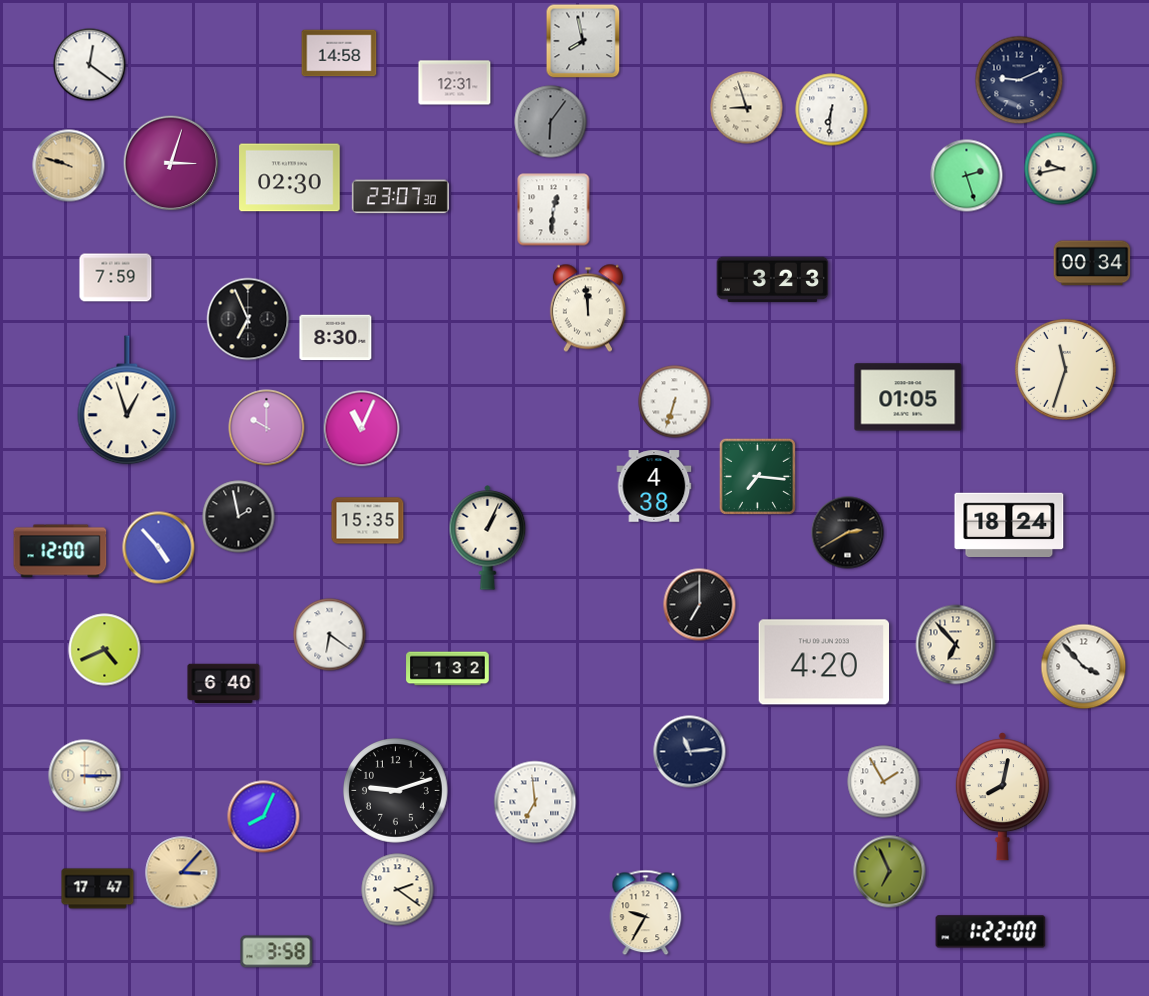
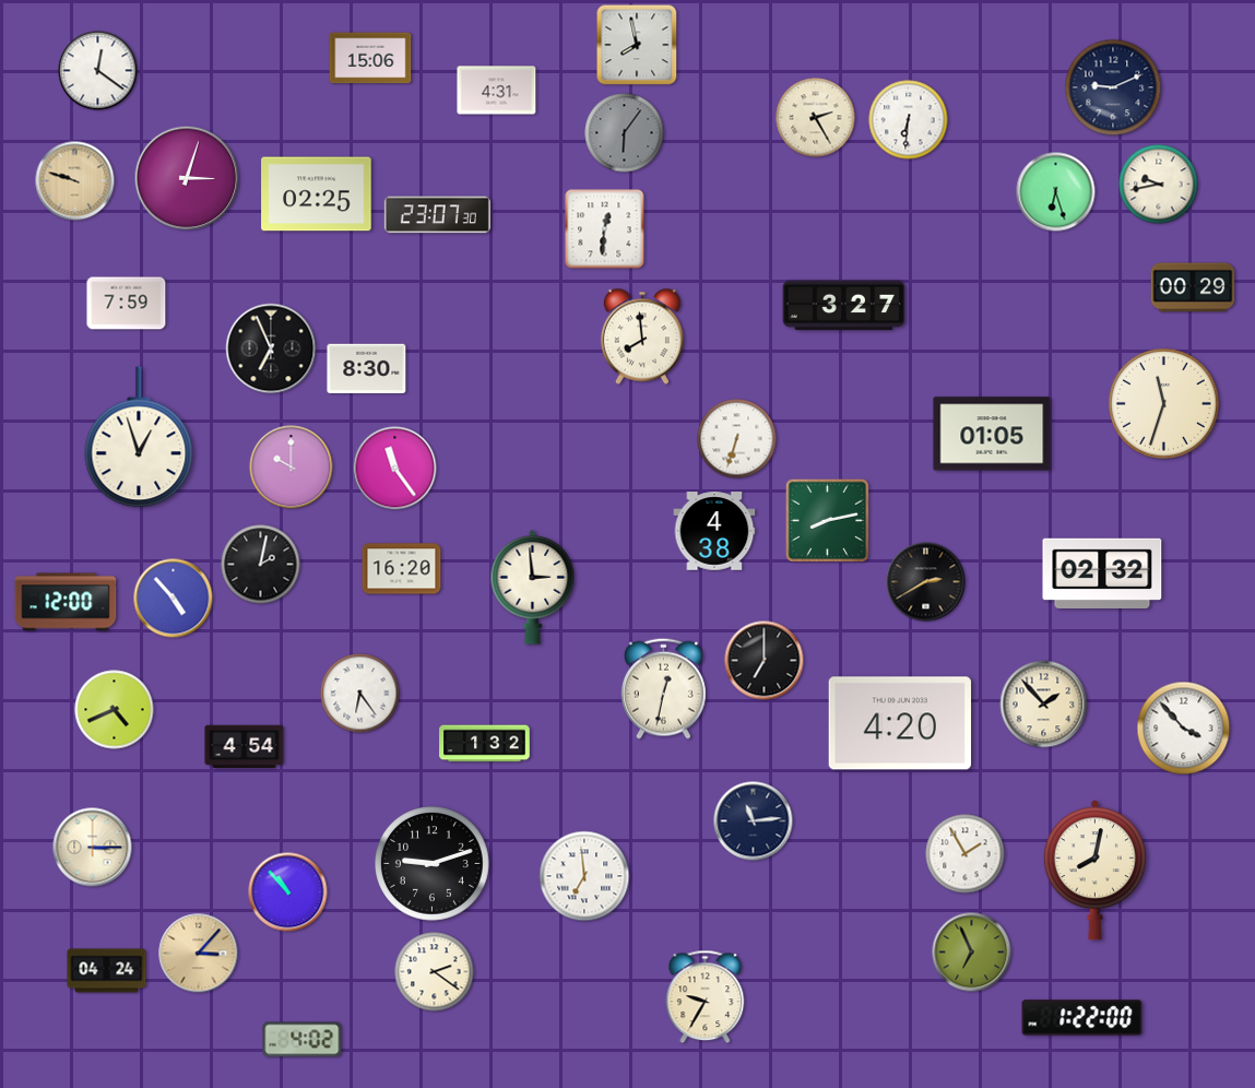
clock at (339, 53): 14:58 -> 15:06
clock at (455, 83): 12:31 -> 4:31
clock at (747, 108): 8:57 -> 2:25
clock at (551, 122) position: (551, 122) -> (625, 133)
clock at (967, 176): 2:27 -> 6:27
clock at (290, 178): 02:30 -> 02:25
clock at (1092, 263): 00:34 -> 00:29
clock at (773, 280): 3:23 -> 3:27
clock at (588, 308): 11:59 -> 7:59
clock at (362, 429): 11:04 -> 11:24
clock at (757, 476): 7:16 -> 8:13
clock at (239, 517): 1:58 -> 2:02
clock at (368, 521): 15:35 -> 16:20
clock at (1009, 524): 18:24 -> 02:32
clock at (488, 538): 1:04 -> 2:59
clock at (663, 688): none -> 12:32
clock at (330, 635): 6:21 -> 6:24
clock at (956, 645): 6:53 -> 1:53
clock at (448, 669) position: (448, 669) -> (485, 744)
clock at (224, 684): 6:40 -> 4:54
clock at (264, 817): 8:04 -> 10:53
clock at (98, 889): 17:47 -> 04:24
clock at (277, 952): 3:58 -> 4:02
